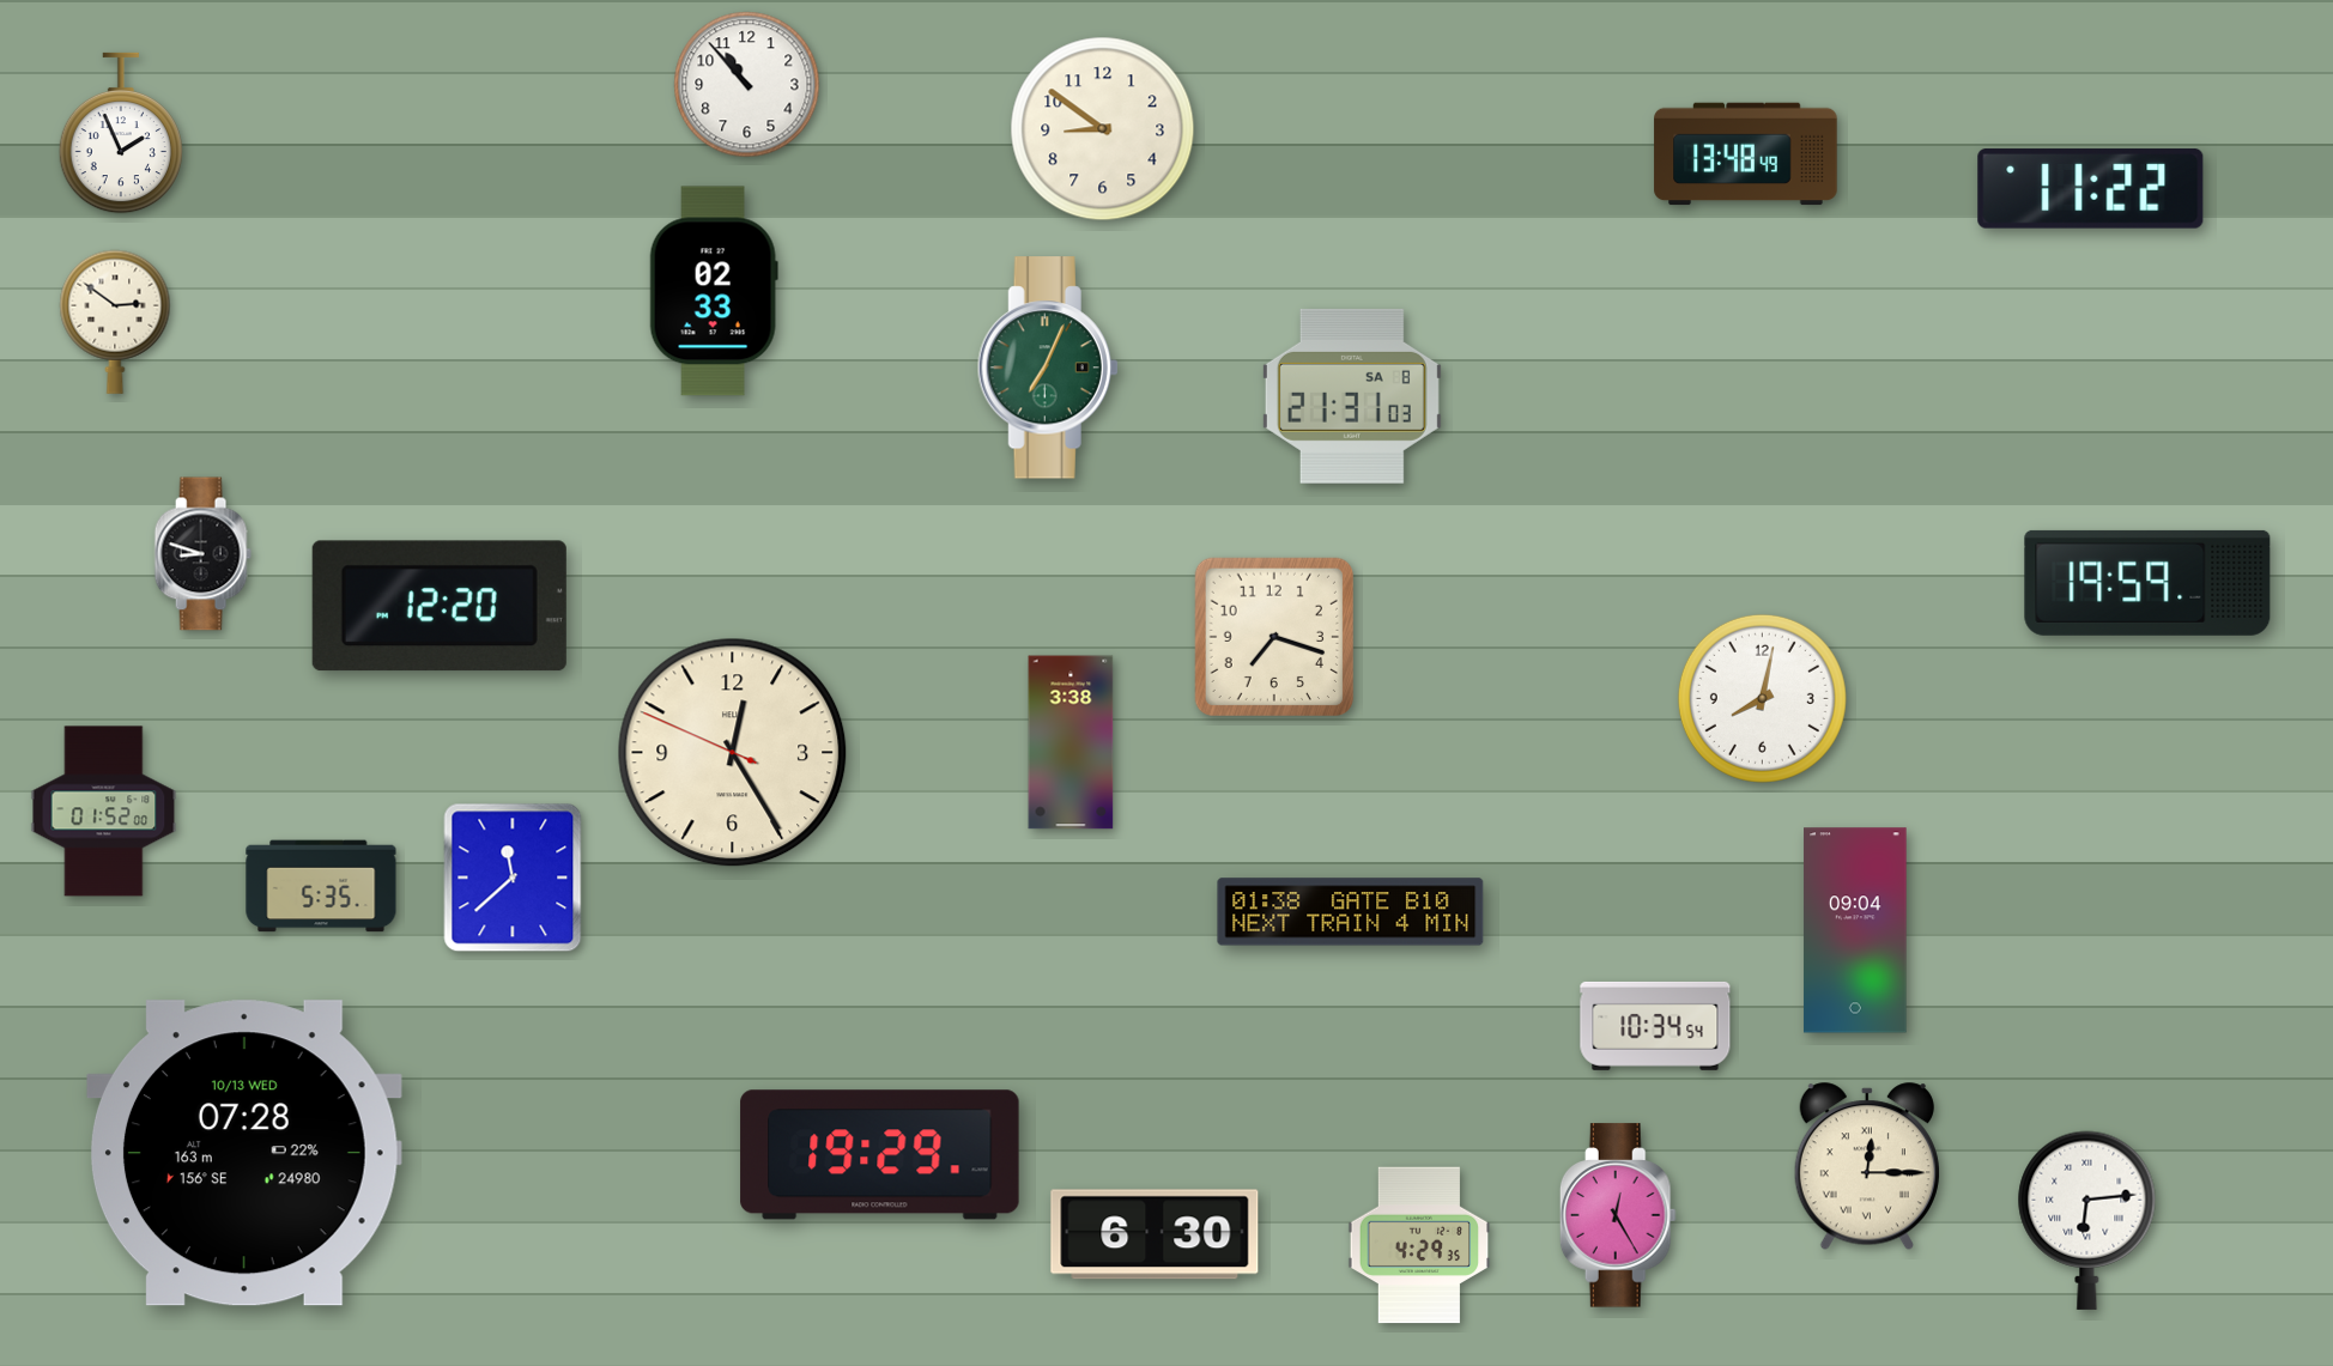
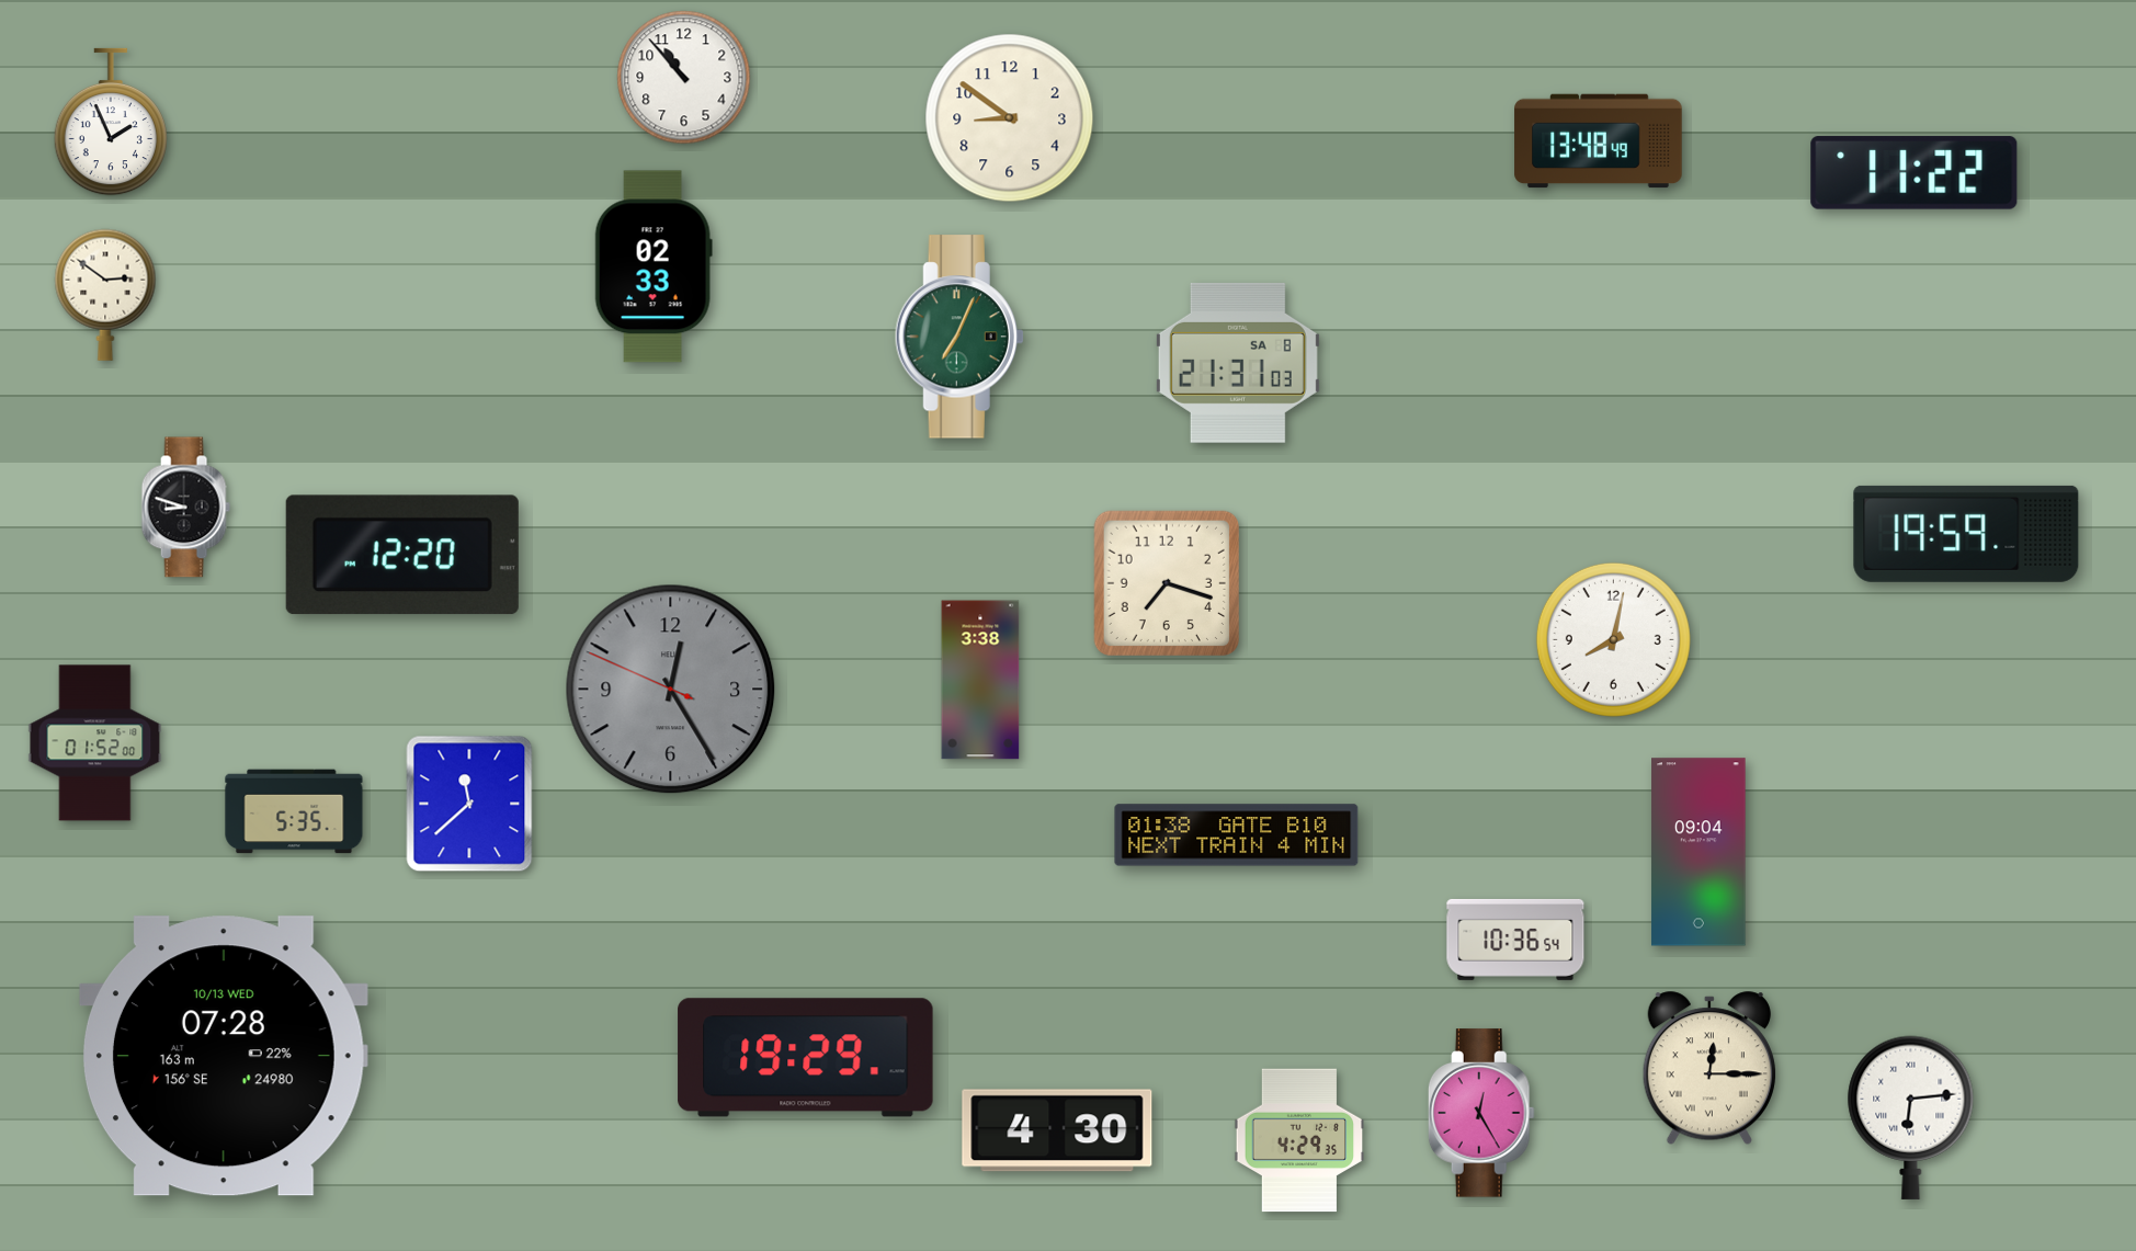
clock at (733, 753) dial: cream -> grey
clock at (1655, 1026): 10:34 -> 10:36
clock at (1155, 1234): 6:30 -> 4:30
